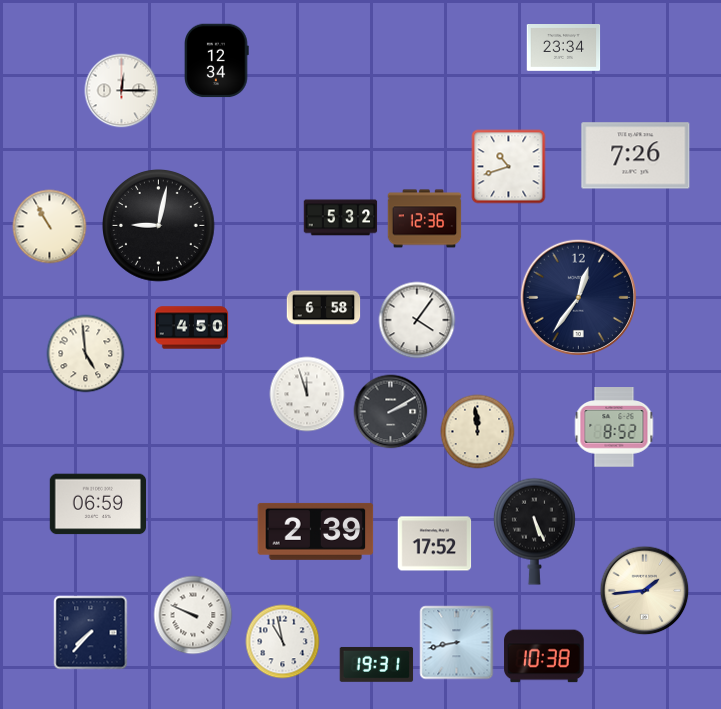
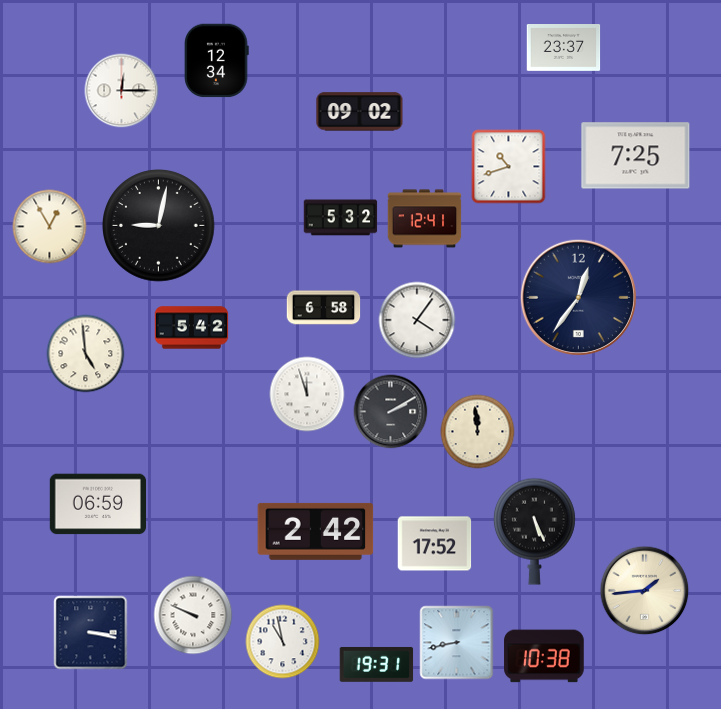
clock at (564, 48): 23:34 -> 23:37
clock at (360, 112): none -> 09:02
clock at (636, 156): 7:26 -> 7:25
clock at (425, 219): 12:36 -> 12:41
clock at (50, 227): 10:55 -> 12:55
clock at (192, 328): 4:50 -> 5:42
clock at (614, 427): 8:52 -> none
clock at (316, 531): 2:39 -> 2:42
clock at (91, 633): 7:37 -> 3:17
